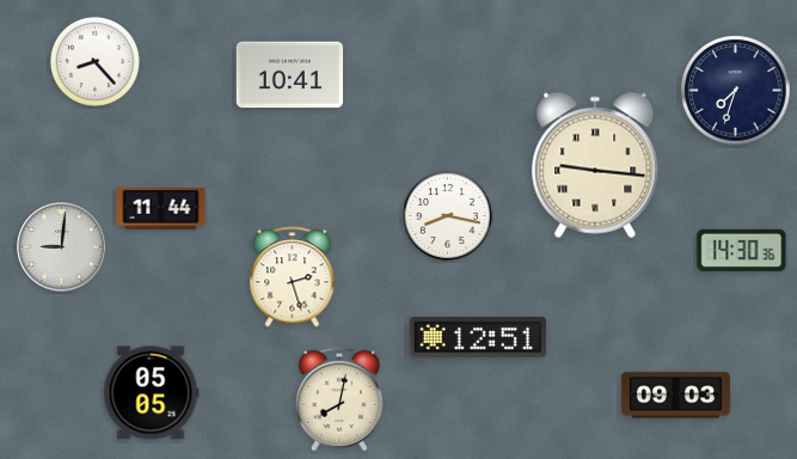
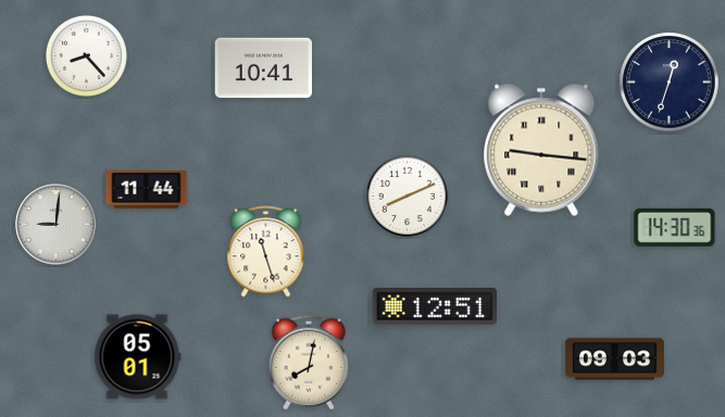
clock at (736, 91): 7:33 -> 12:33
clock at (447, 215): 8:17 -> 8:11
clock at (293, 277): 2:27 -> 11:27
clock at (151, 393): 05:05 -> 05:01
